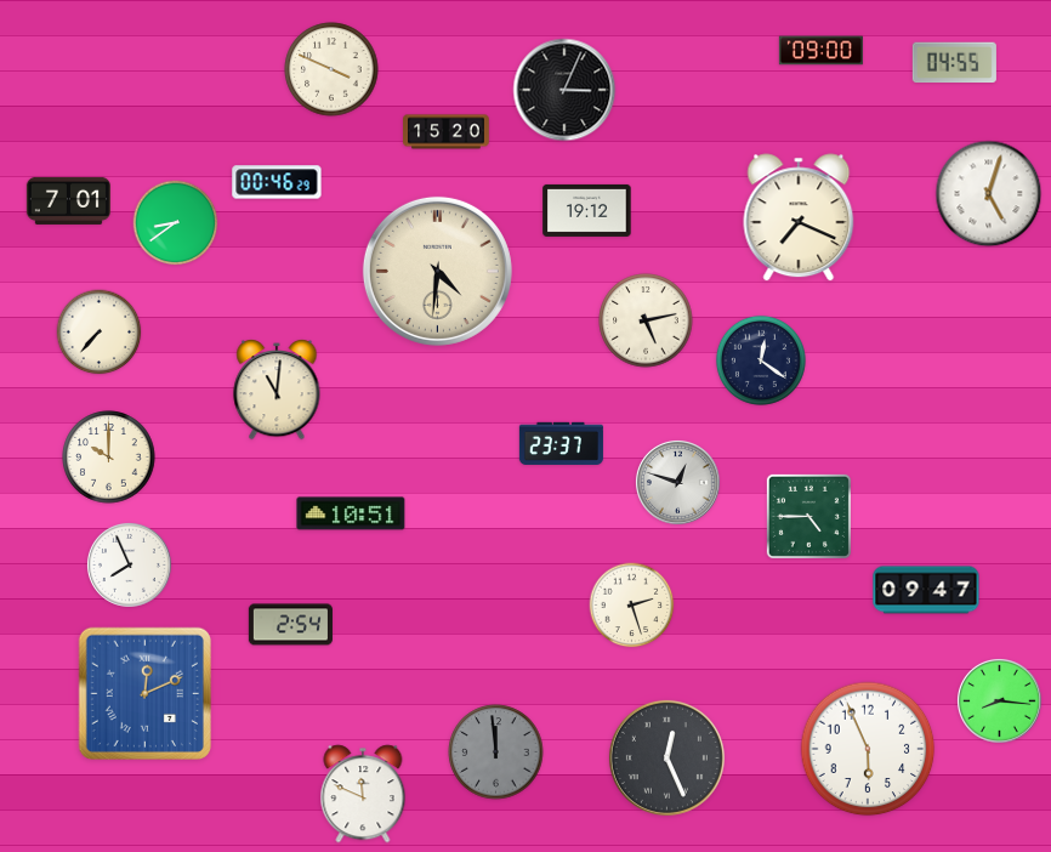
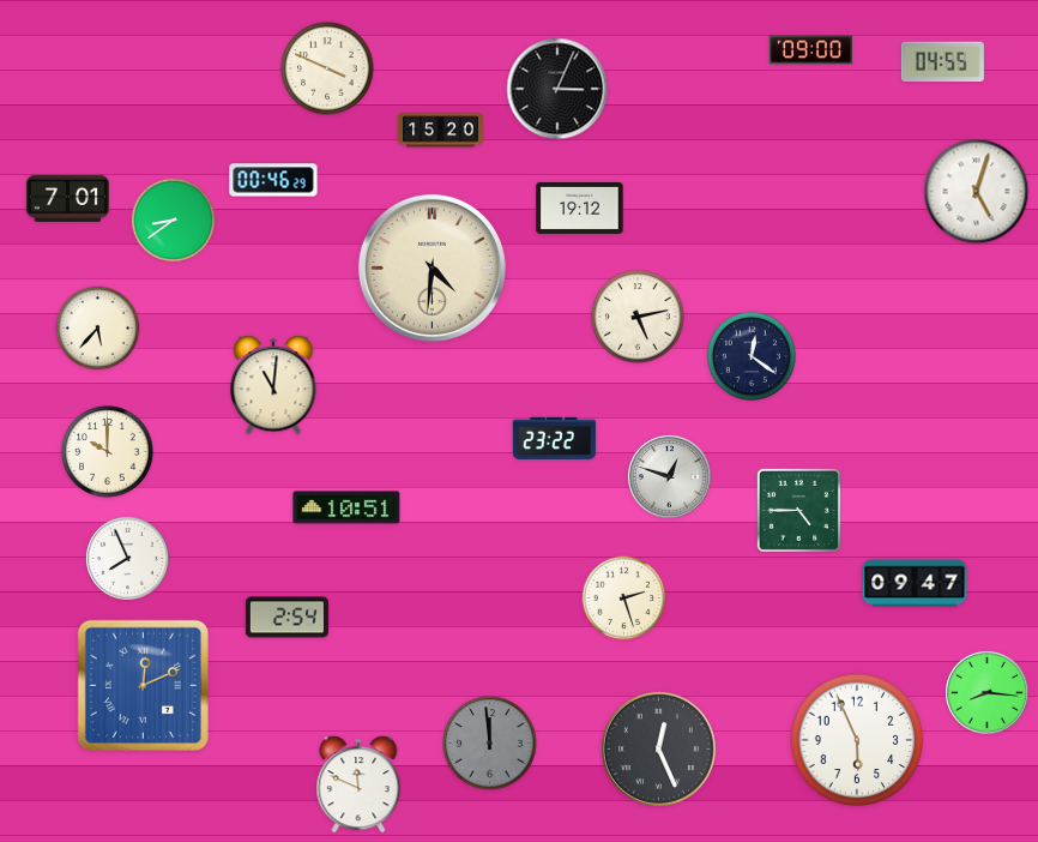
clock at (799, 217): 7:19 -> none
clock at (100, 333): 7:37 -> 5:37
clock at (561, 443): 23:37 -> 23:22
